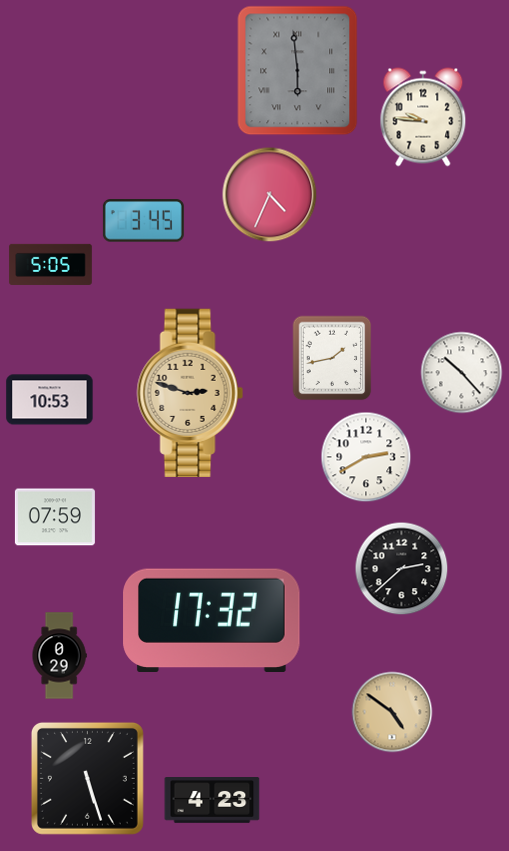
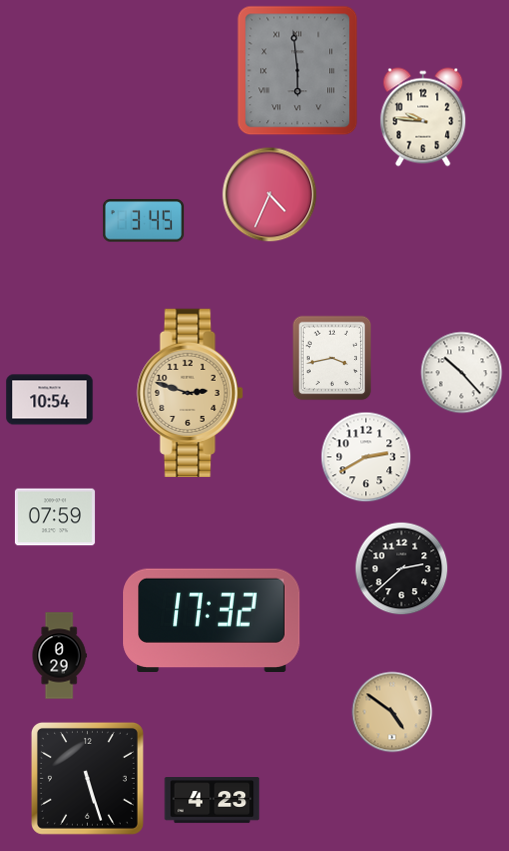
clock at (51, 264): 5:05 -> none
clock at (332, 358): 1:43 -> 3:43
clock at (50, 400): 10:53 -> 10:54
